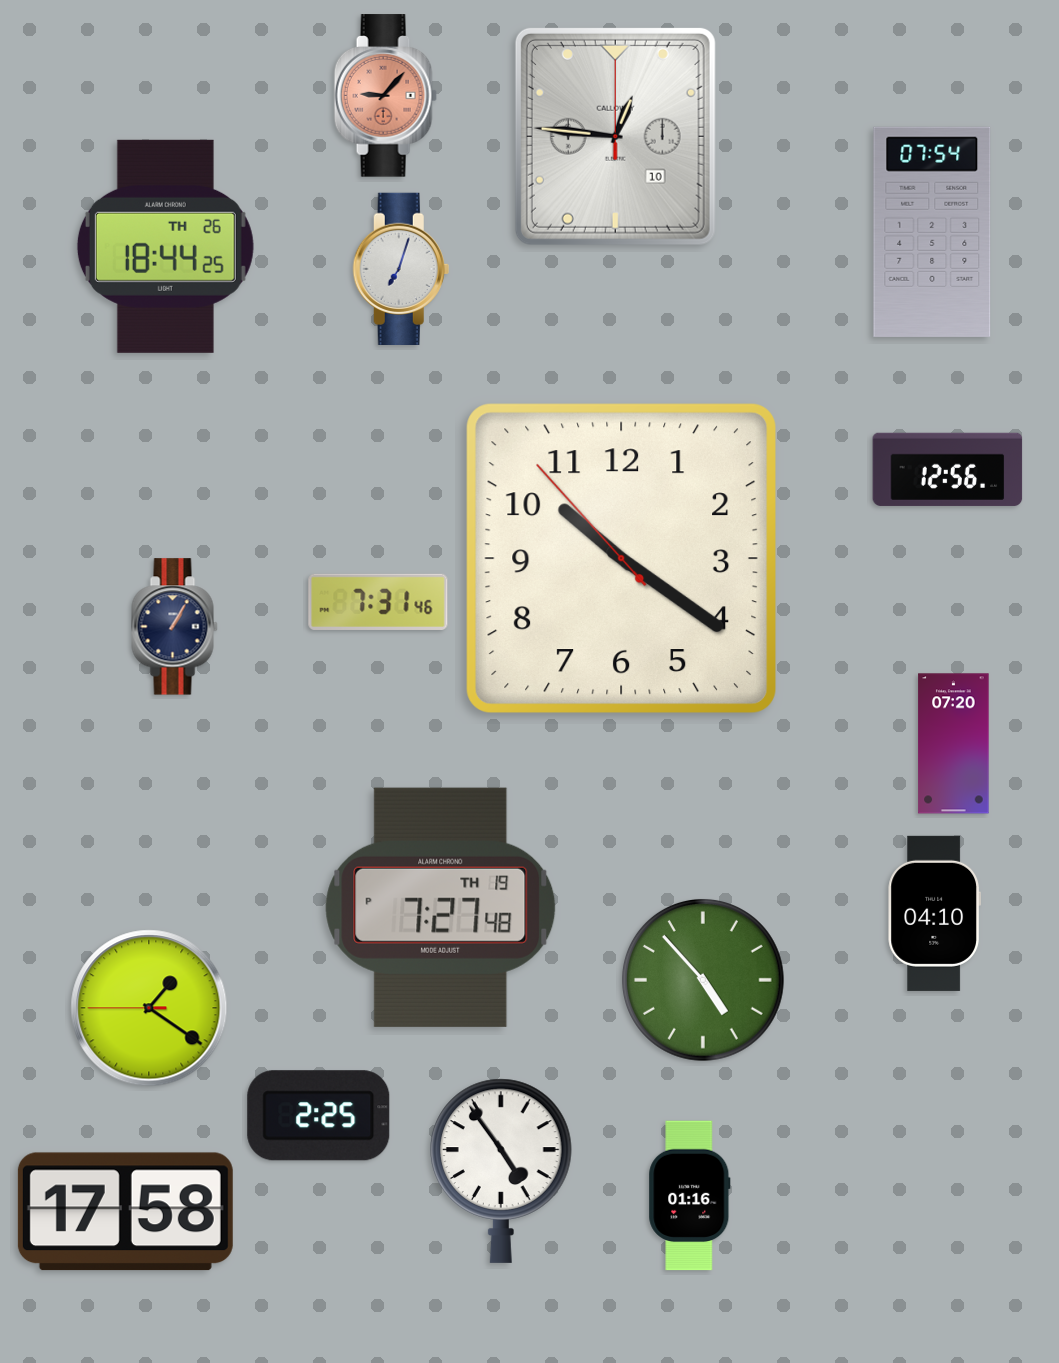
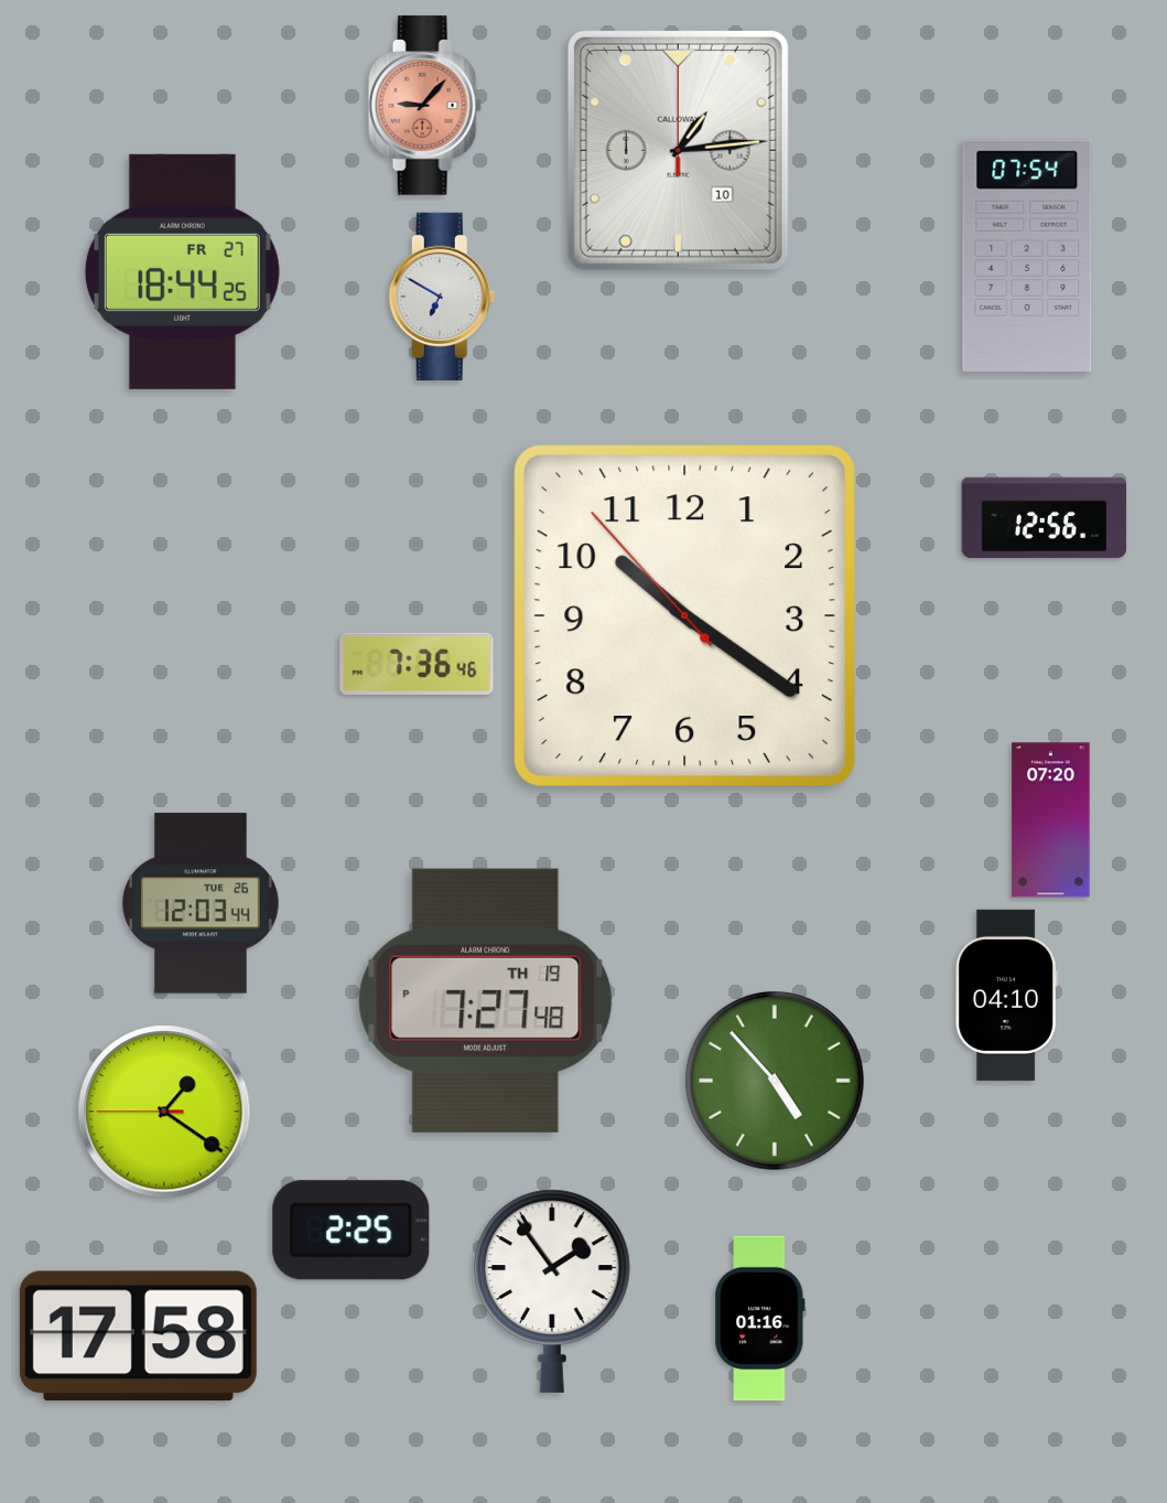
clock at (615, 136): 12:46 -> 1:14
clock at (165, 246) date: TH 26 -> FR 27
clock at (401, 268): 7:03 -> 6:50
clock at (378, 602): 7:31 -> 7:36
clock at (175, 627): 1:05 -> none
clock at (201, 903): none -> 12:03
clock at (934, 913) position: (934, 913) -> (1006, 995)
clock at (502, 1171): 4:54 -> 1:54
